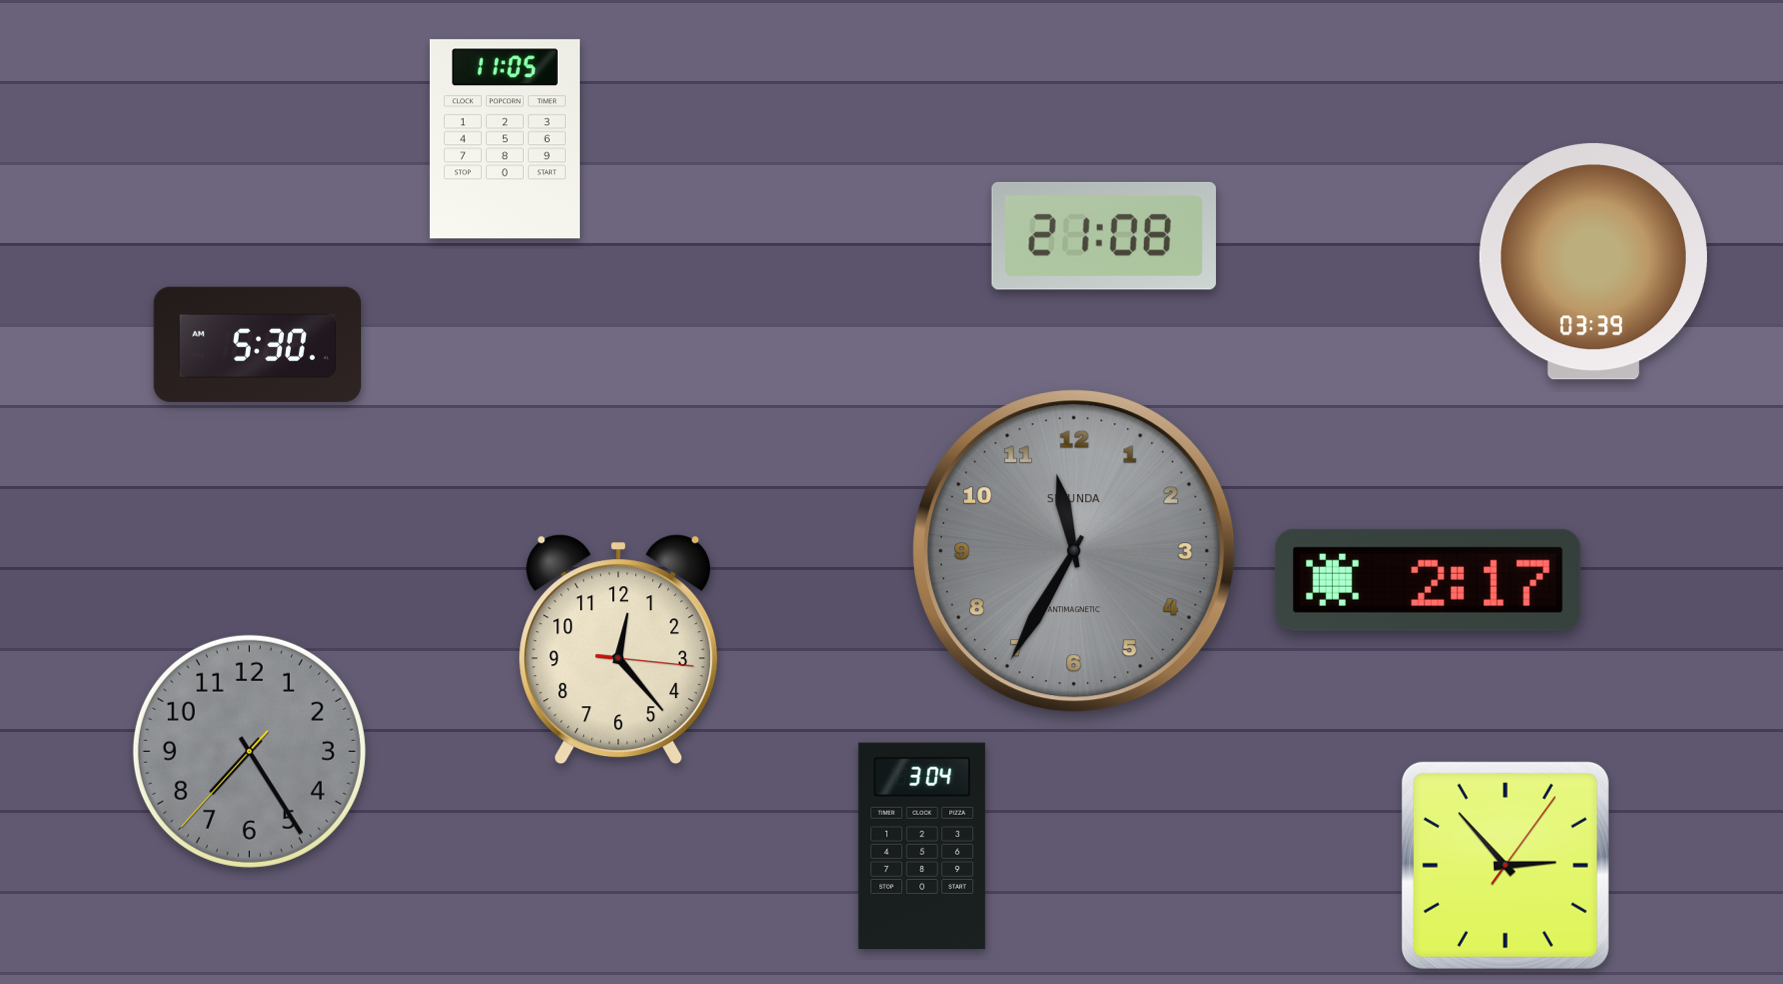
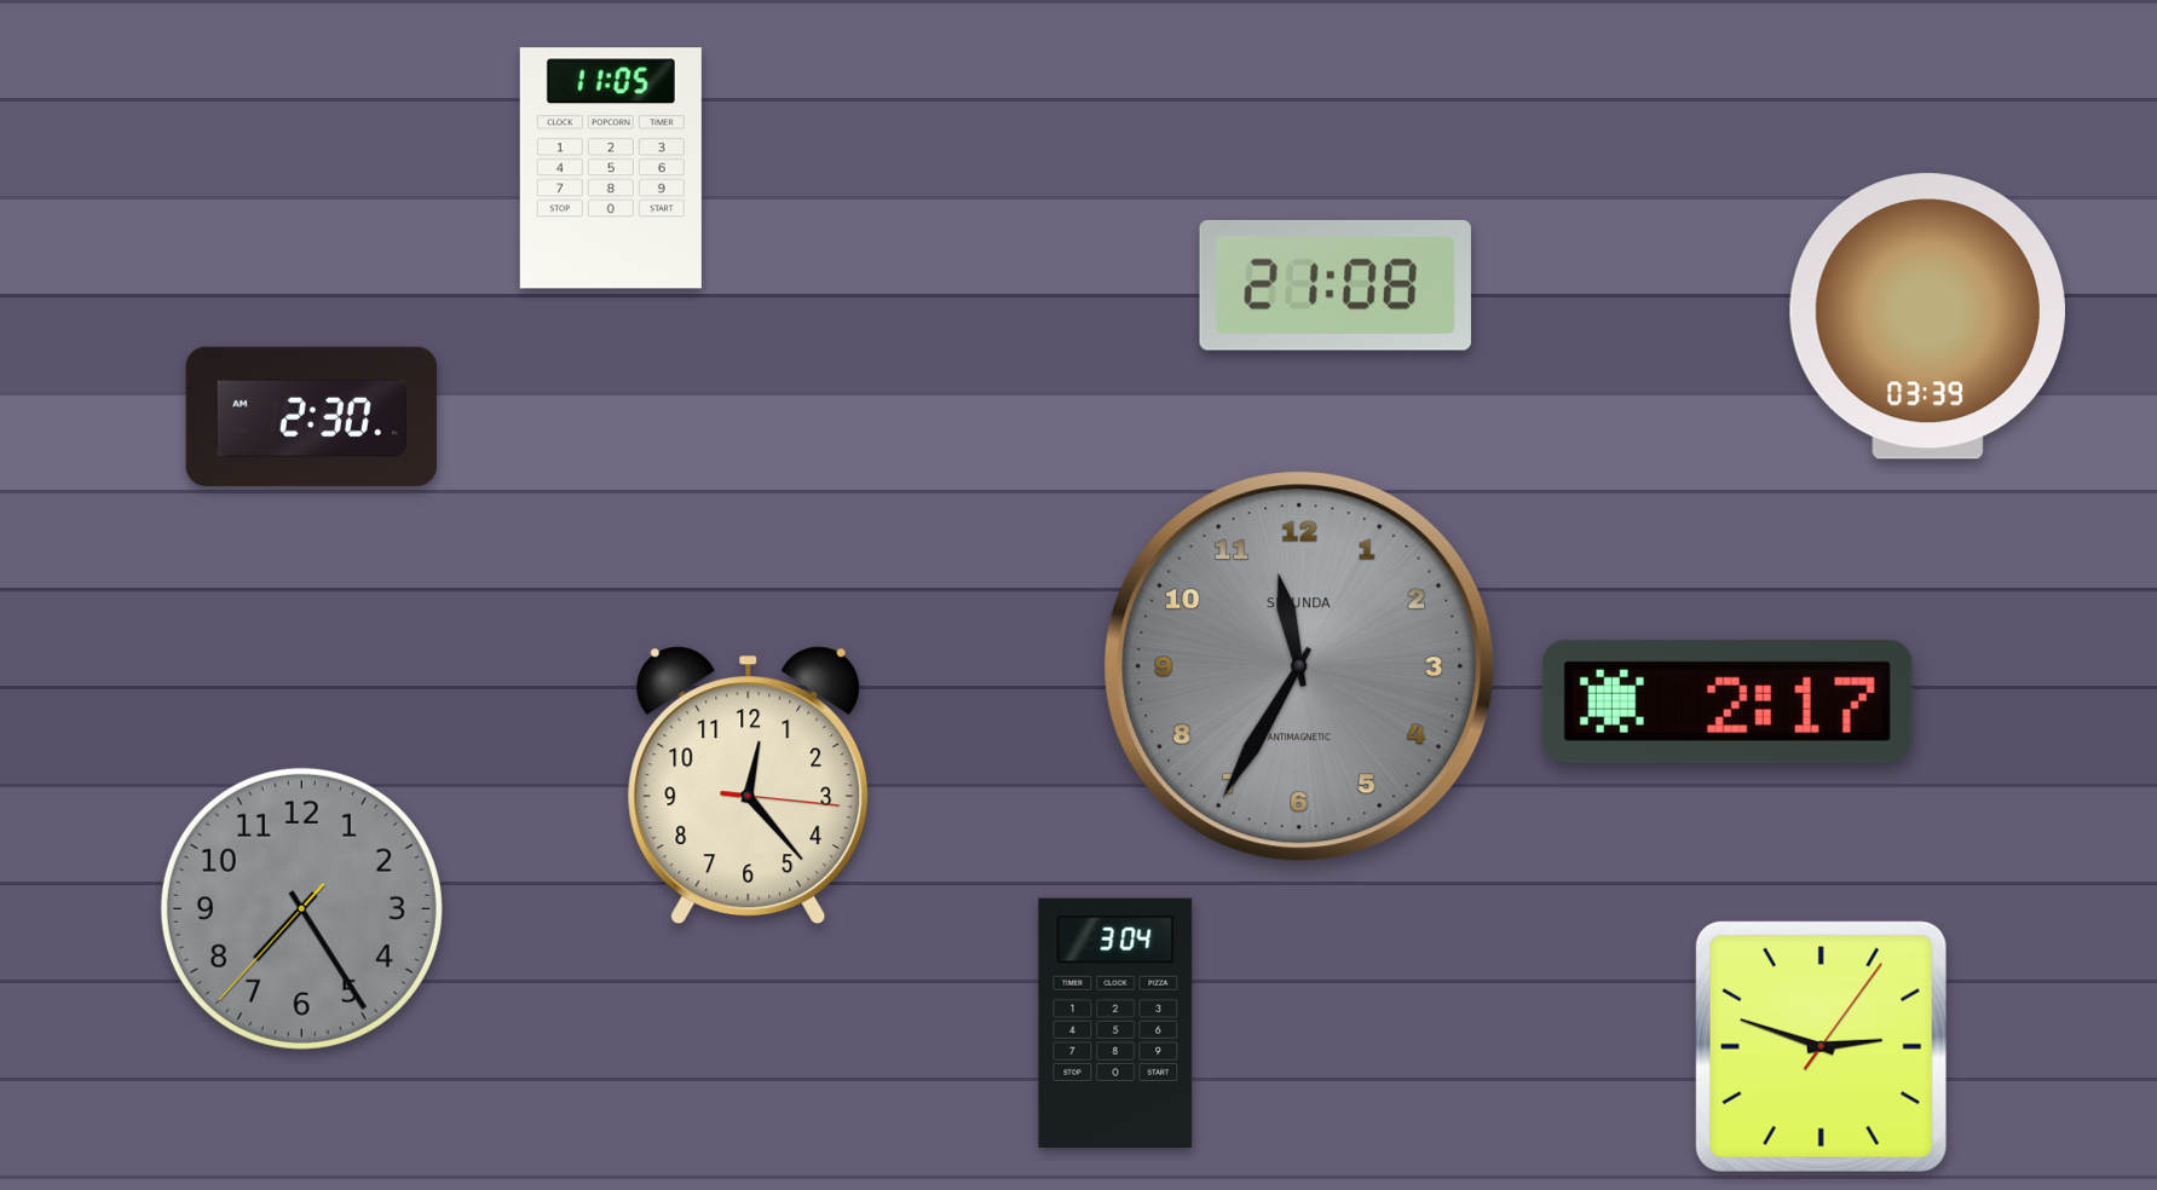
clock at (257, 344): 5:30 -> 2:30
clock at (1505, 865): 2:53 -> 2:48
